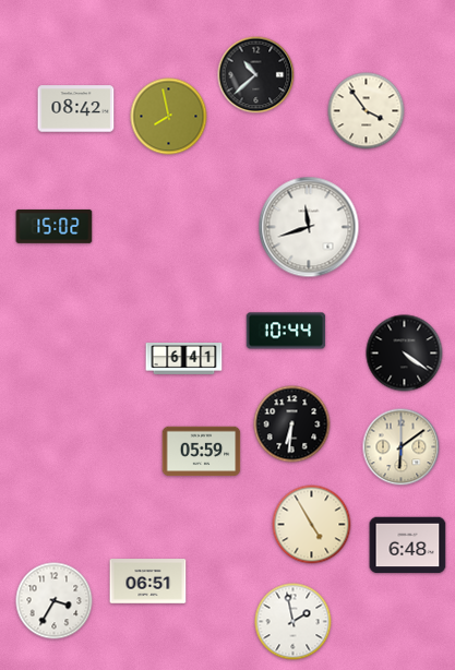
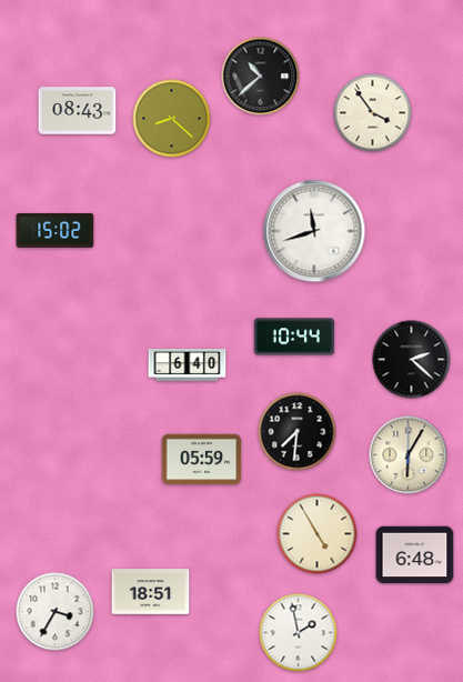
clock at (76, 109): 08:42 -> 08:43
clock at (169, 117): 7:58 -> 8:22
clock at (286, 331) position: (286, 331) -> (294, 337)
clock at (405, 354): 4:21 -> 2:22
clock at (184, 359): 6:41 -> 6:40
clock at (292, 424): 6:31 -> 7:31
clock at (402, 447): 6:09 -> 6:05
clock at (202, 452) position: (202, 452) -> (202, 460)
clock at (148, 582): 06:51 -> 18:51
